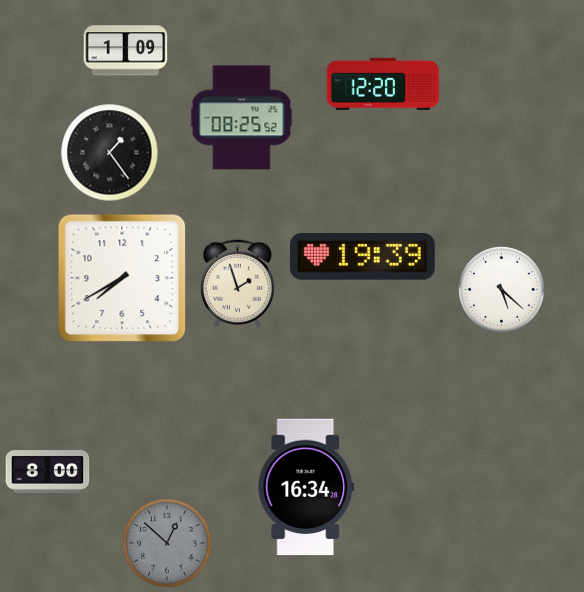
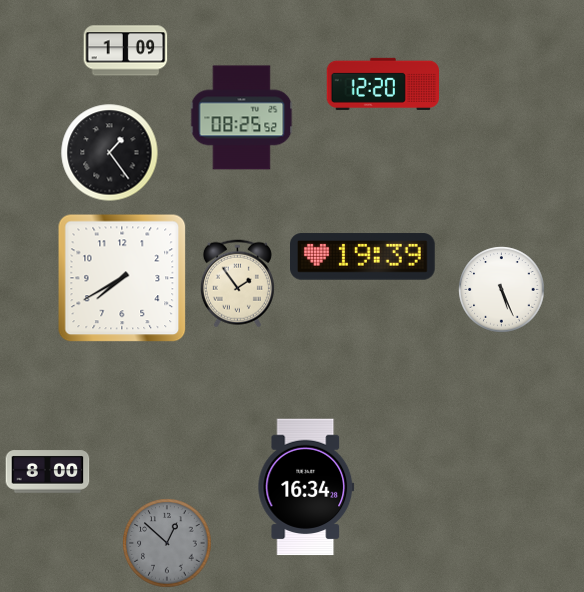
clock at (237, 284): 1:57 -> 1:54
clock at (502, 290): 5:22 -> 5:26
